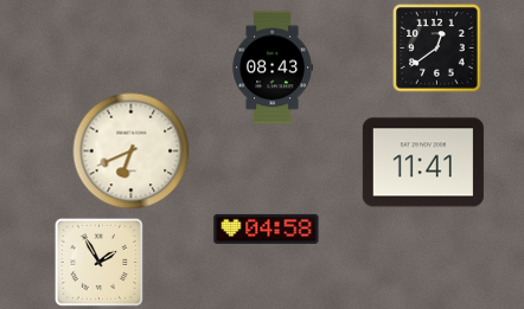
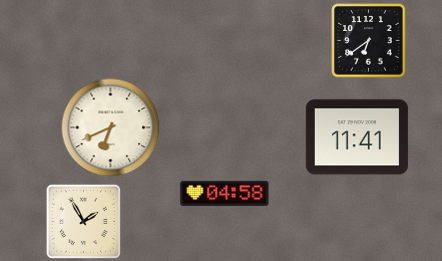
clock at (437, 49): 12:39 -> 6:39
clock at (273, 67): 08:43 -> none
